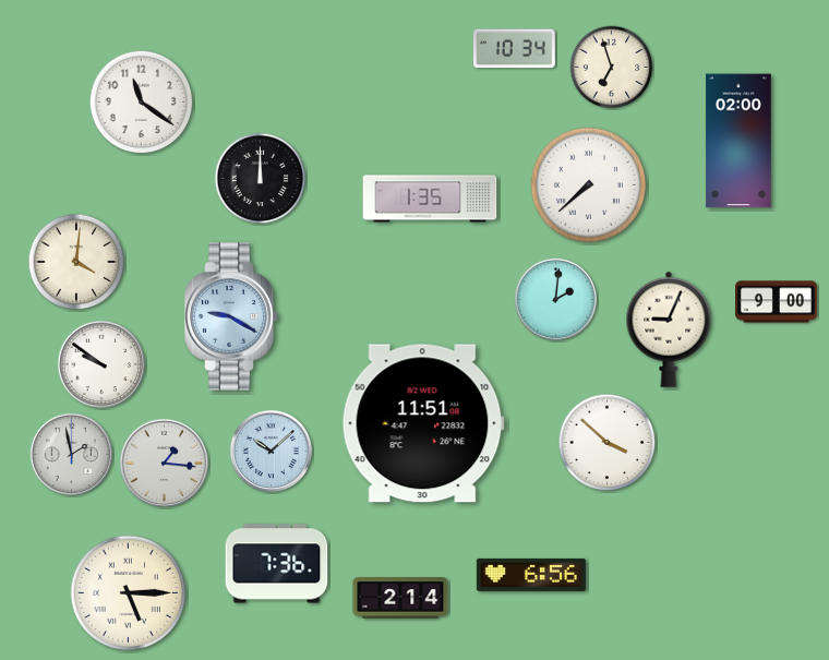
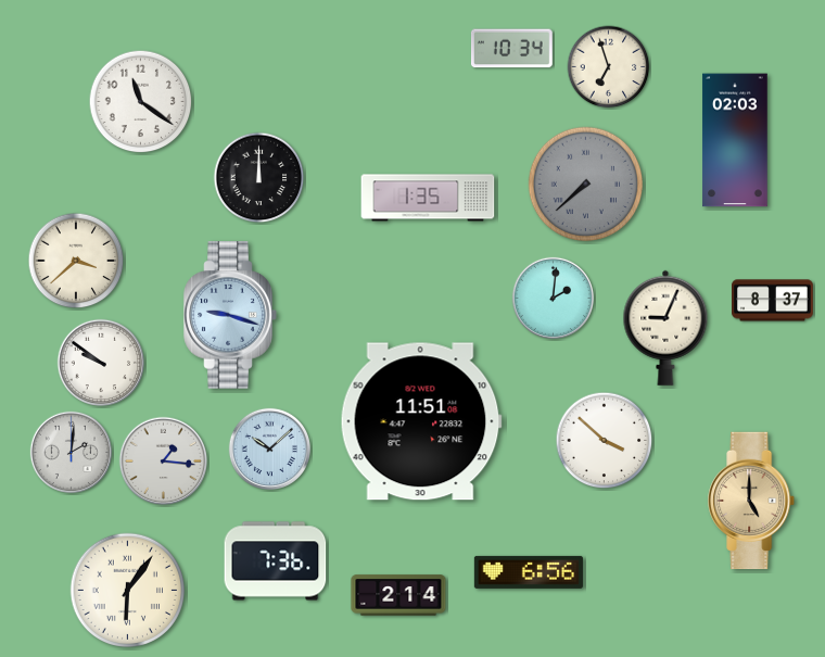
clock at (738, 141): 02:00 -> 02:03
clock at (589, 185) dial: white -> grey
clock at (76, 262): 4:01 -> 3:38
clock at (777, 302): 9:00 -> 8:37
clock at (231, 316): 9:20 -> 9:18
clock at (71, 454): 1:58 -> 2:01
clock at (752, 501): none -> 5:00
clock at (129, 593): 5:15 -> 6:06
